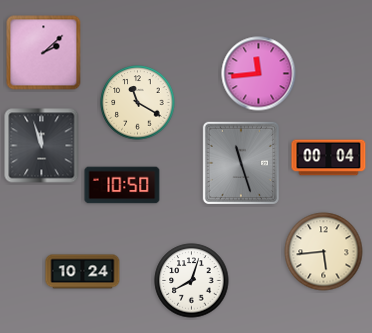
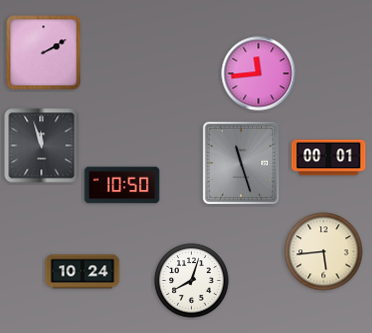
clock at (44, 53): 2:08 -> 2:10
clock at (138, 103): 11:20 -> none
clock at (329, 158): 00:04 -> 00:01
